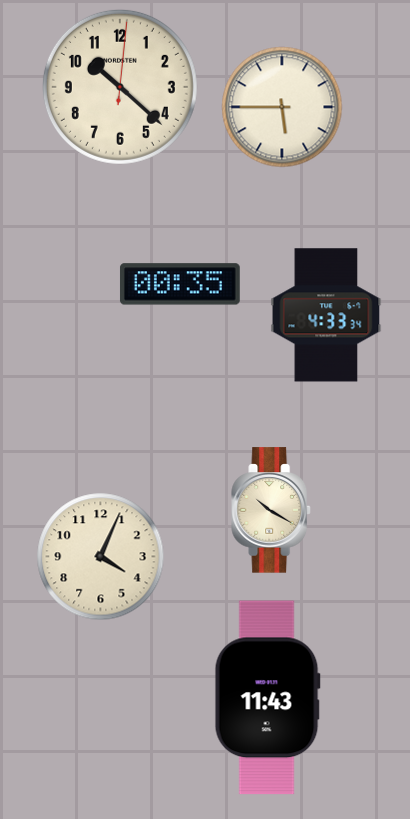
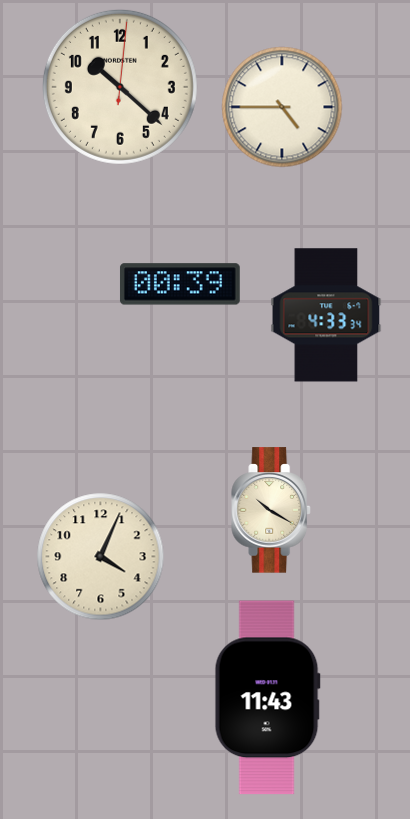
clock at (282, 107): 5:45 -> 4:45
clock at (180, 284): 00:35 -> 00:39
